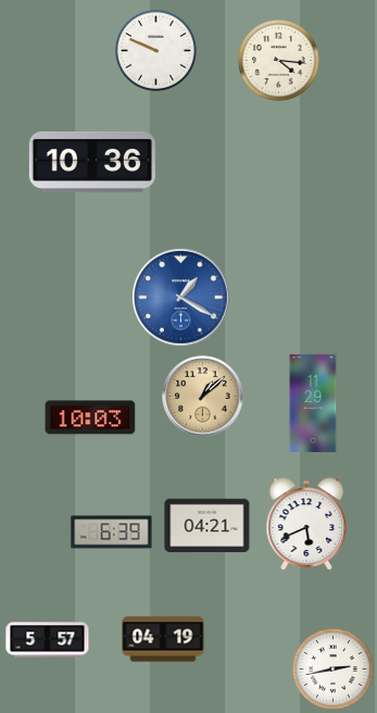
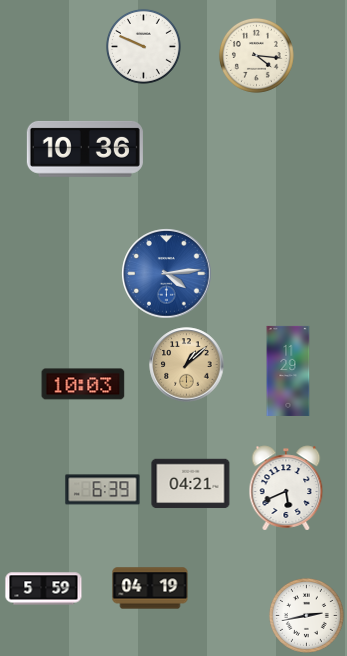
clock at (181, 298): 1:20 -> 4:14
clock at (306, 524) position: (306, 524) -> (286, 488)
clock at (48, 640): 5:57 -> 5:59
